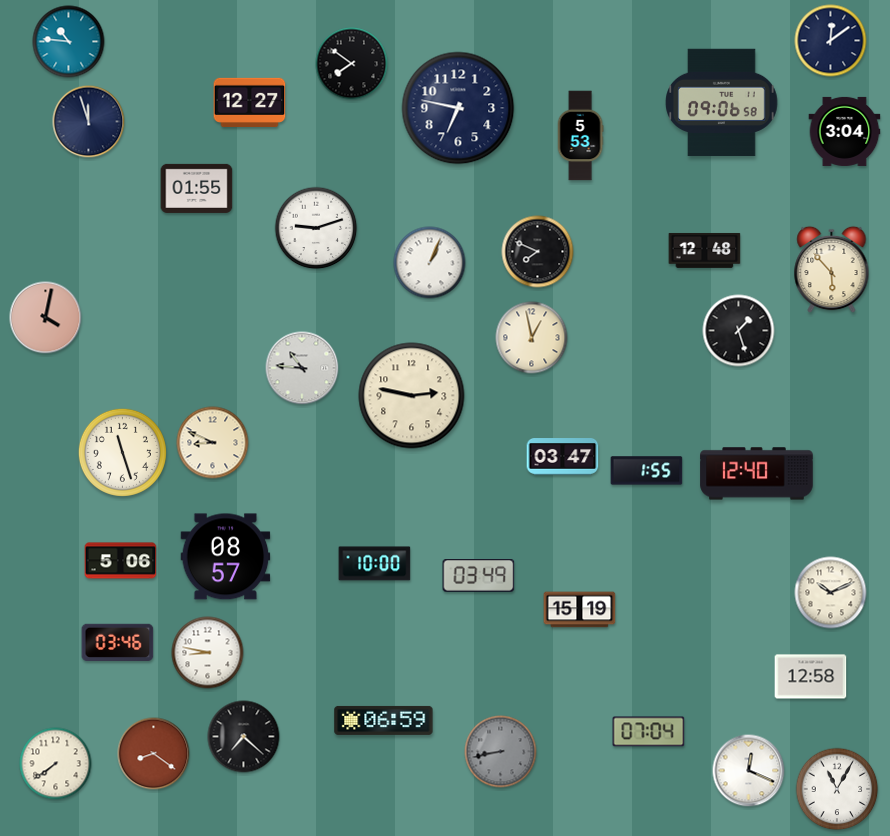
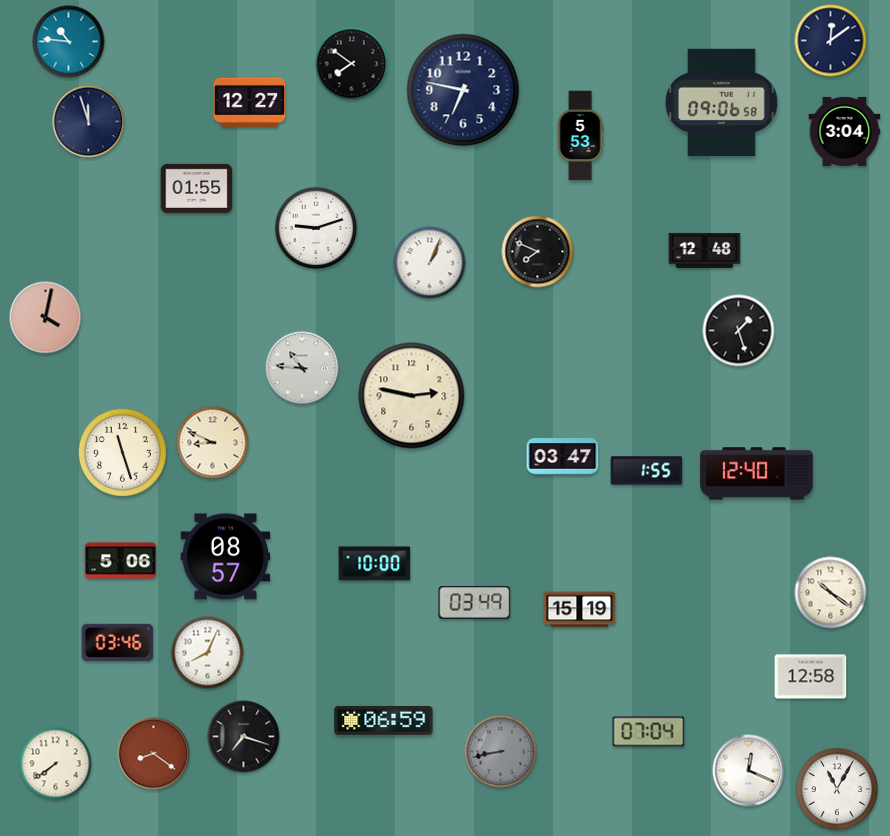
clock at (458, 108) position: (458, 108) -> (463, 90)
clock at (832, 270): 5:53 -> none
clock at (532, 338): 12:58 -> none
clock at (479, 576) position: (479, 576) -> (475, 603)
clock at (831, 593): 10:11 -> 10:21
clock at (208, 653): 8:47 -> 8:04
clock at (244, 737): 7:22 -> 7:18
